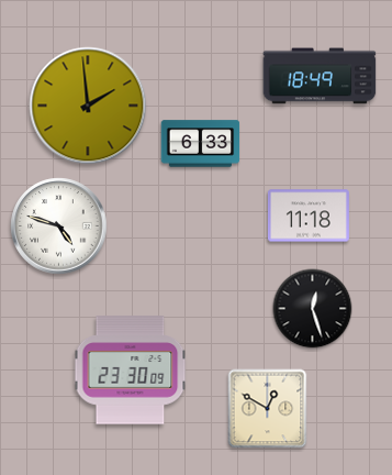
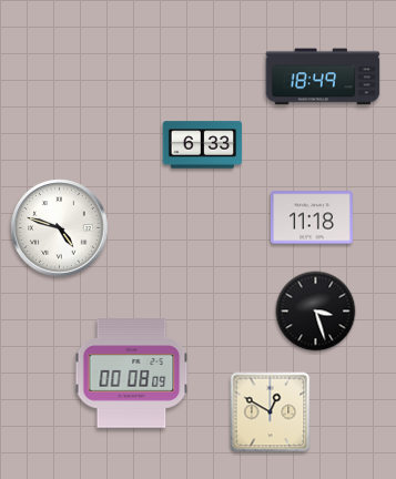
clock at (88, 106): 1:59 -> none
clock at (313, 309): 12:27 -> 3:27
clock at (131, 371): 23:30 -> 00:08
